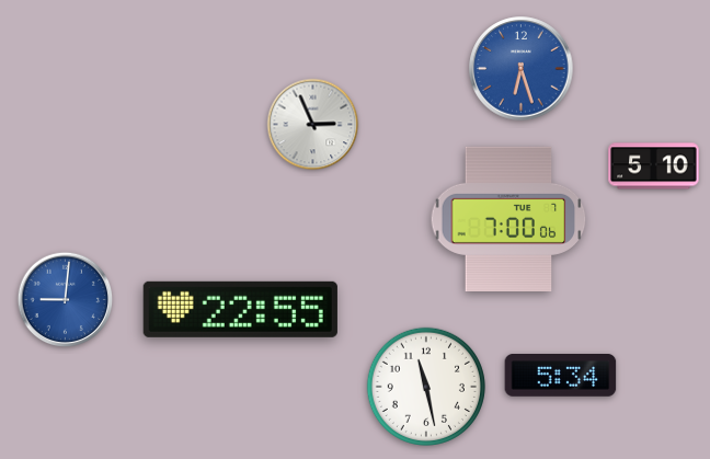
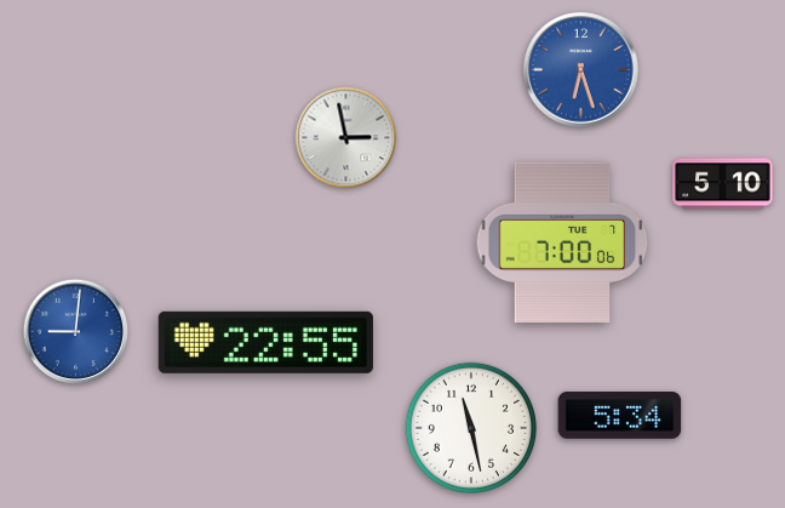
clock at (522, 69) position: (522, 69) -> (581, 70)
clock at (313, 125): 2:56 -> 2:58
clock at (66, 300) position: (66, 300) -> (76, 332)
